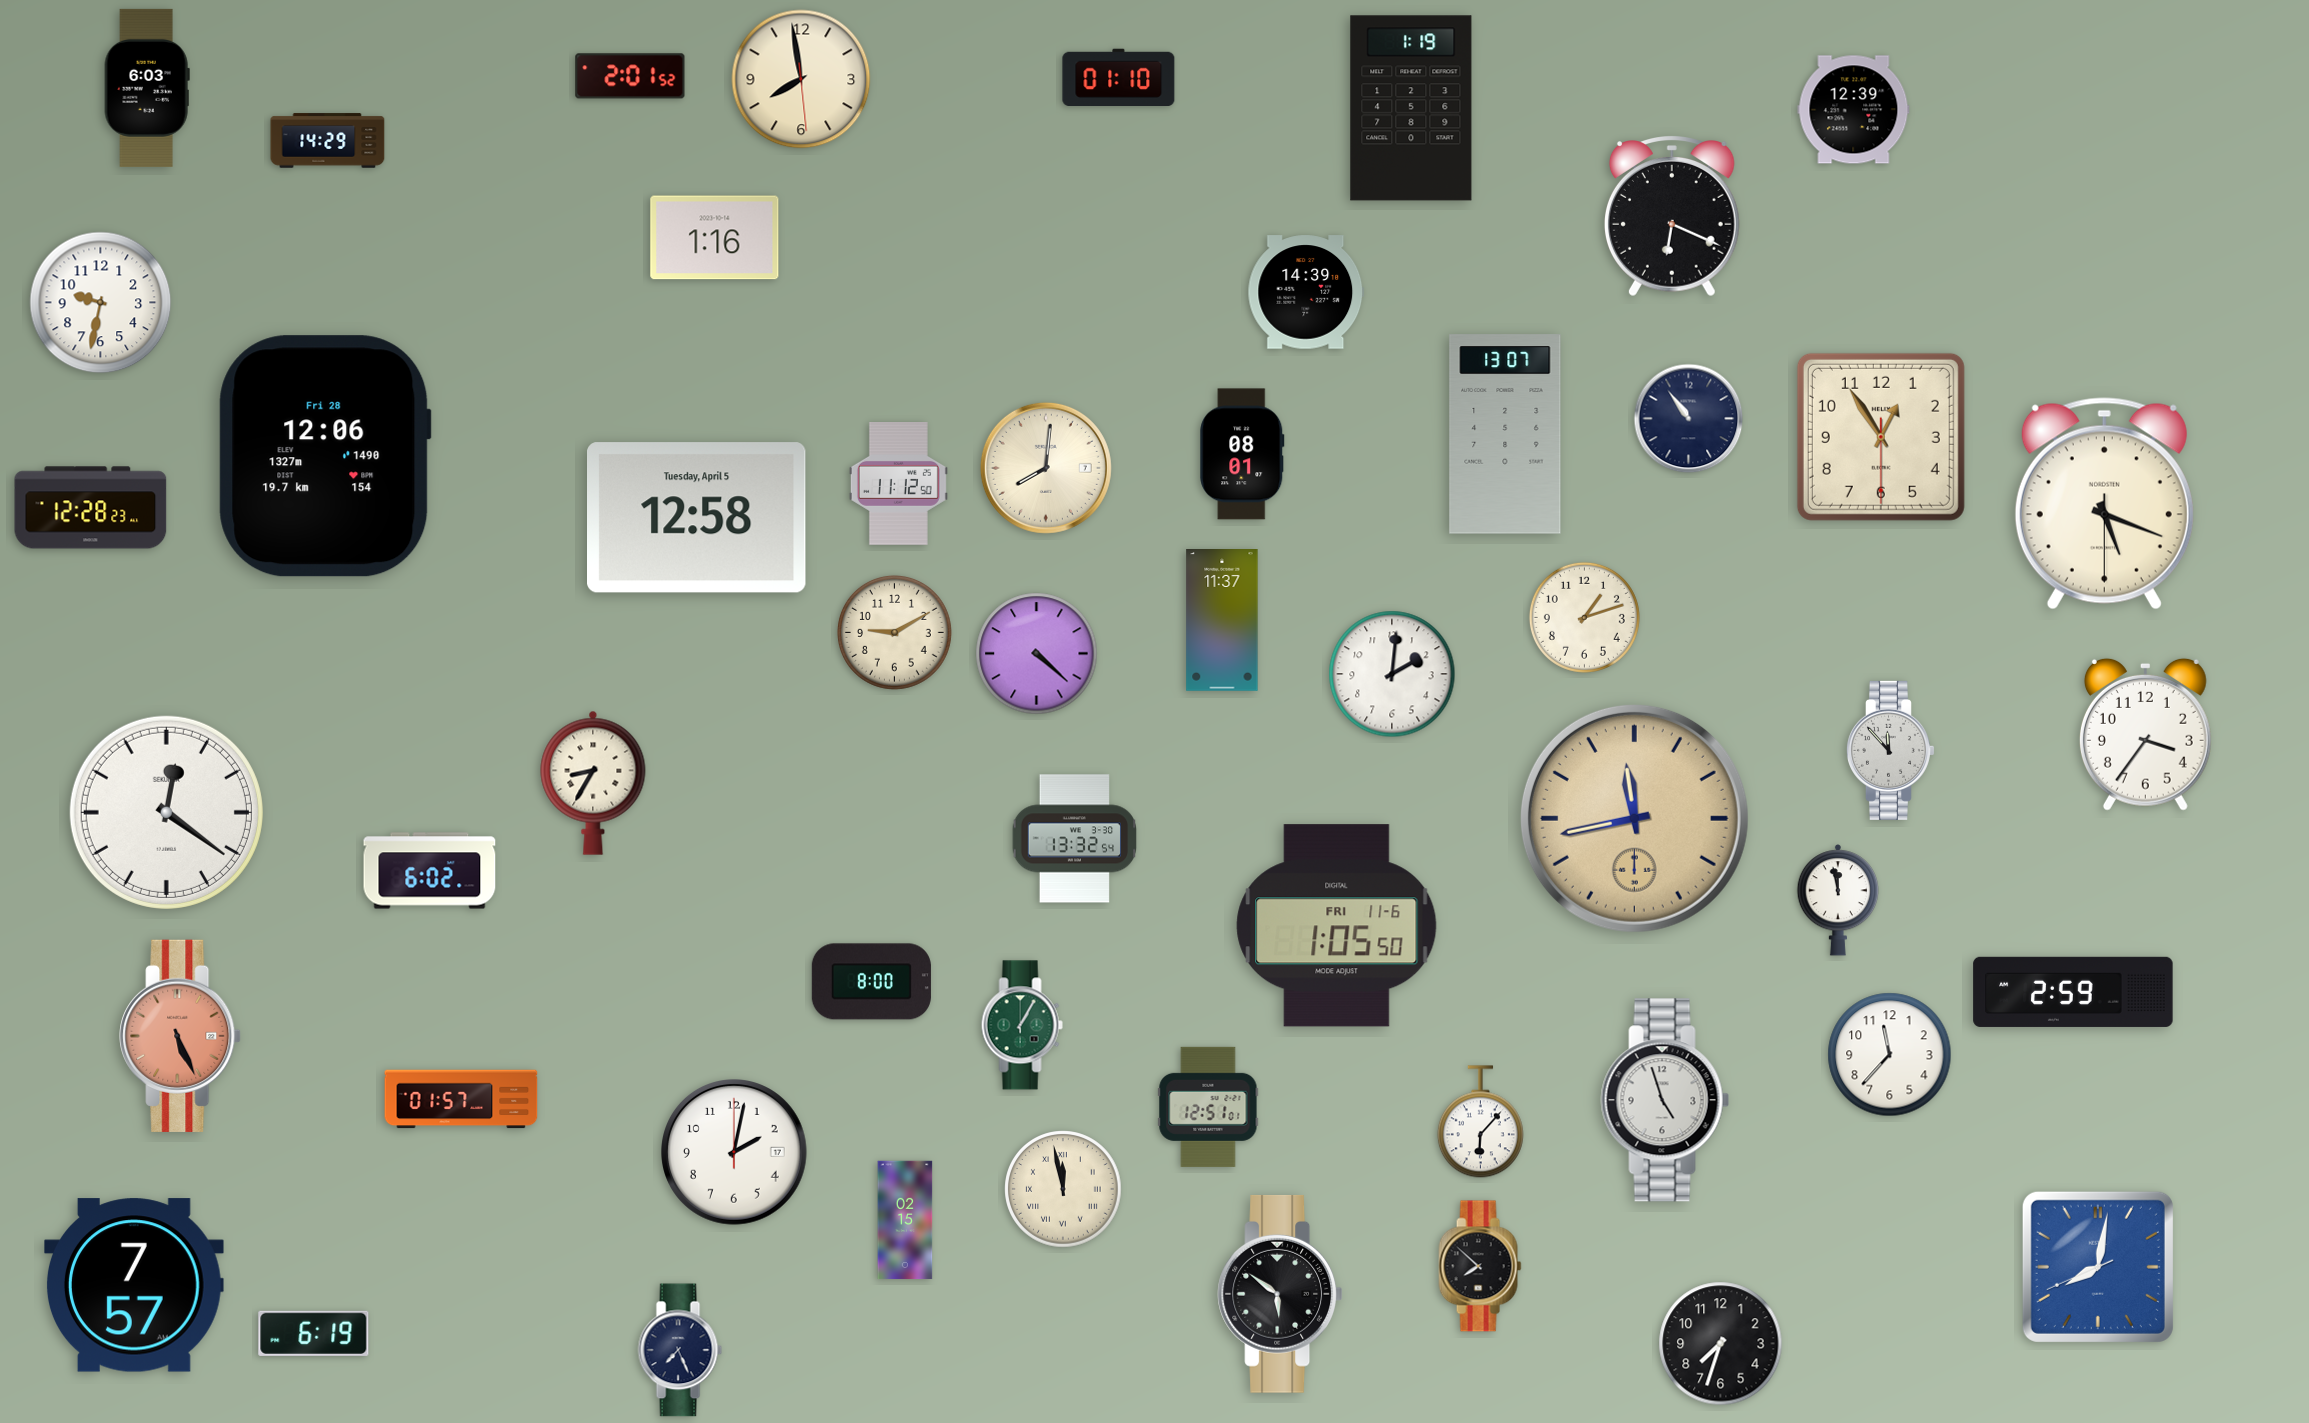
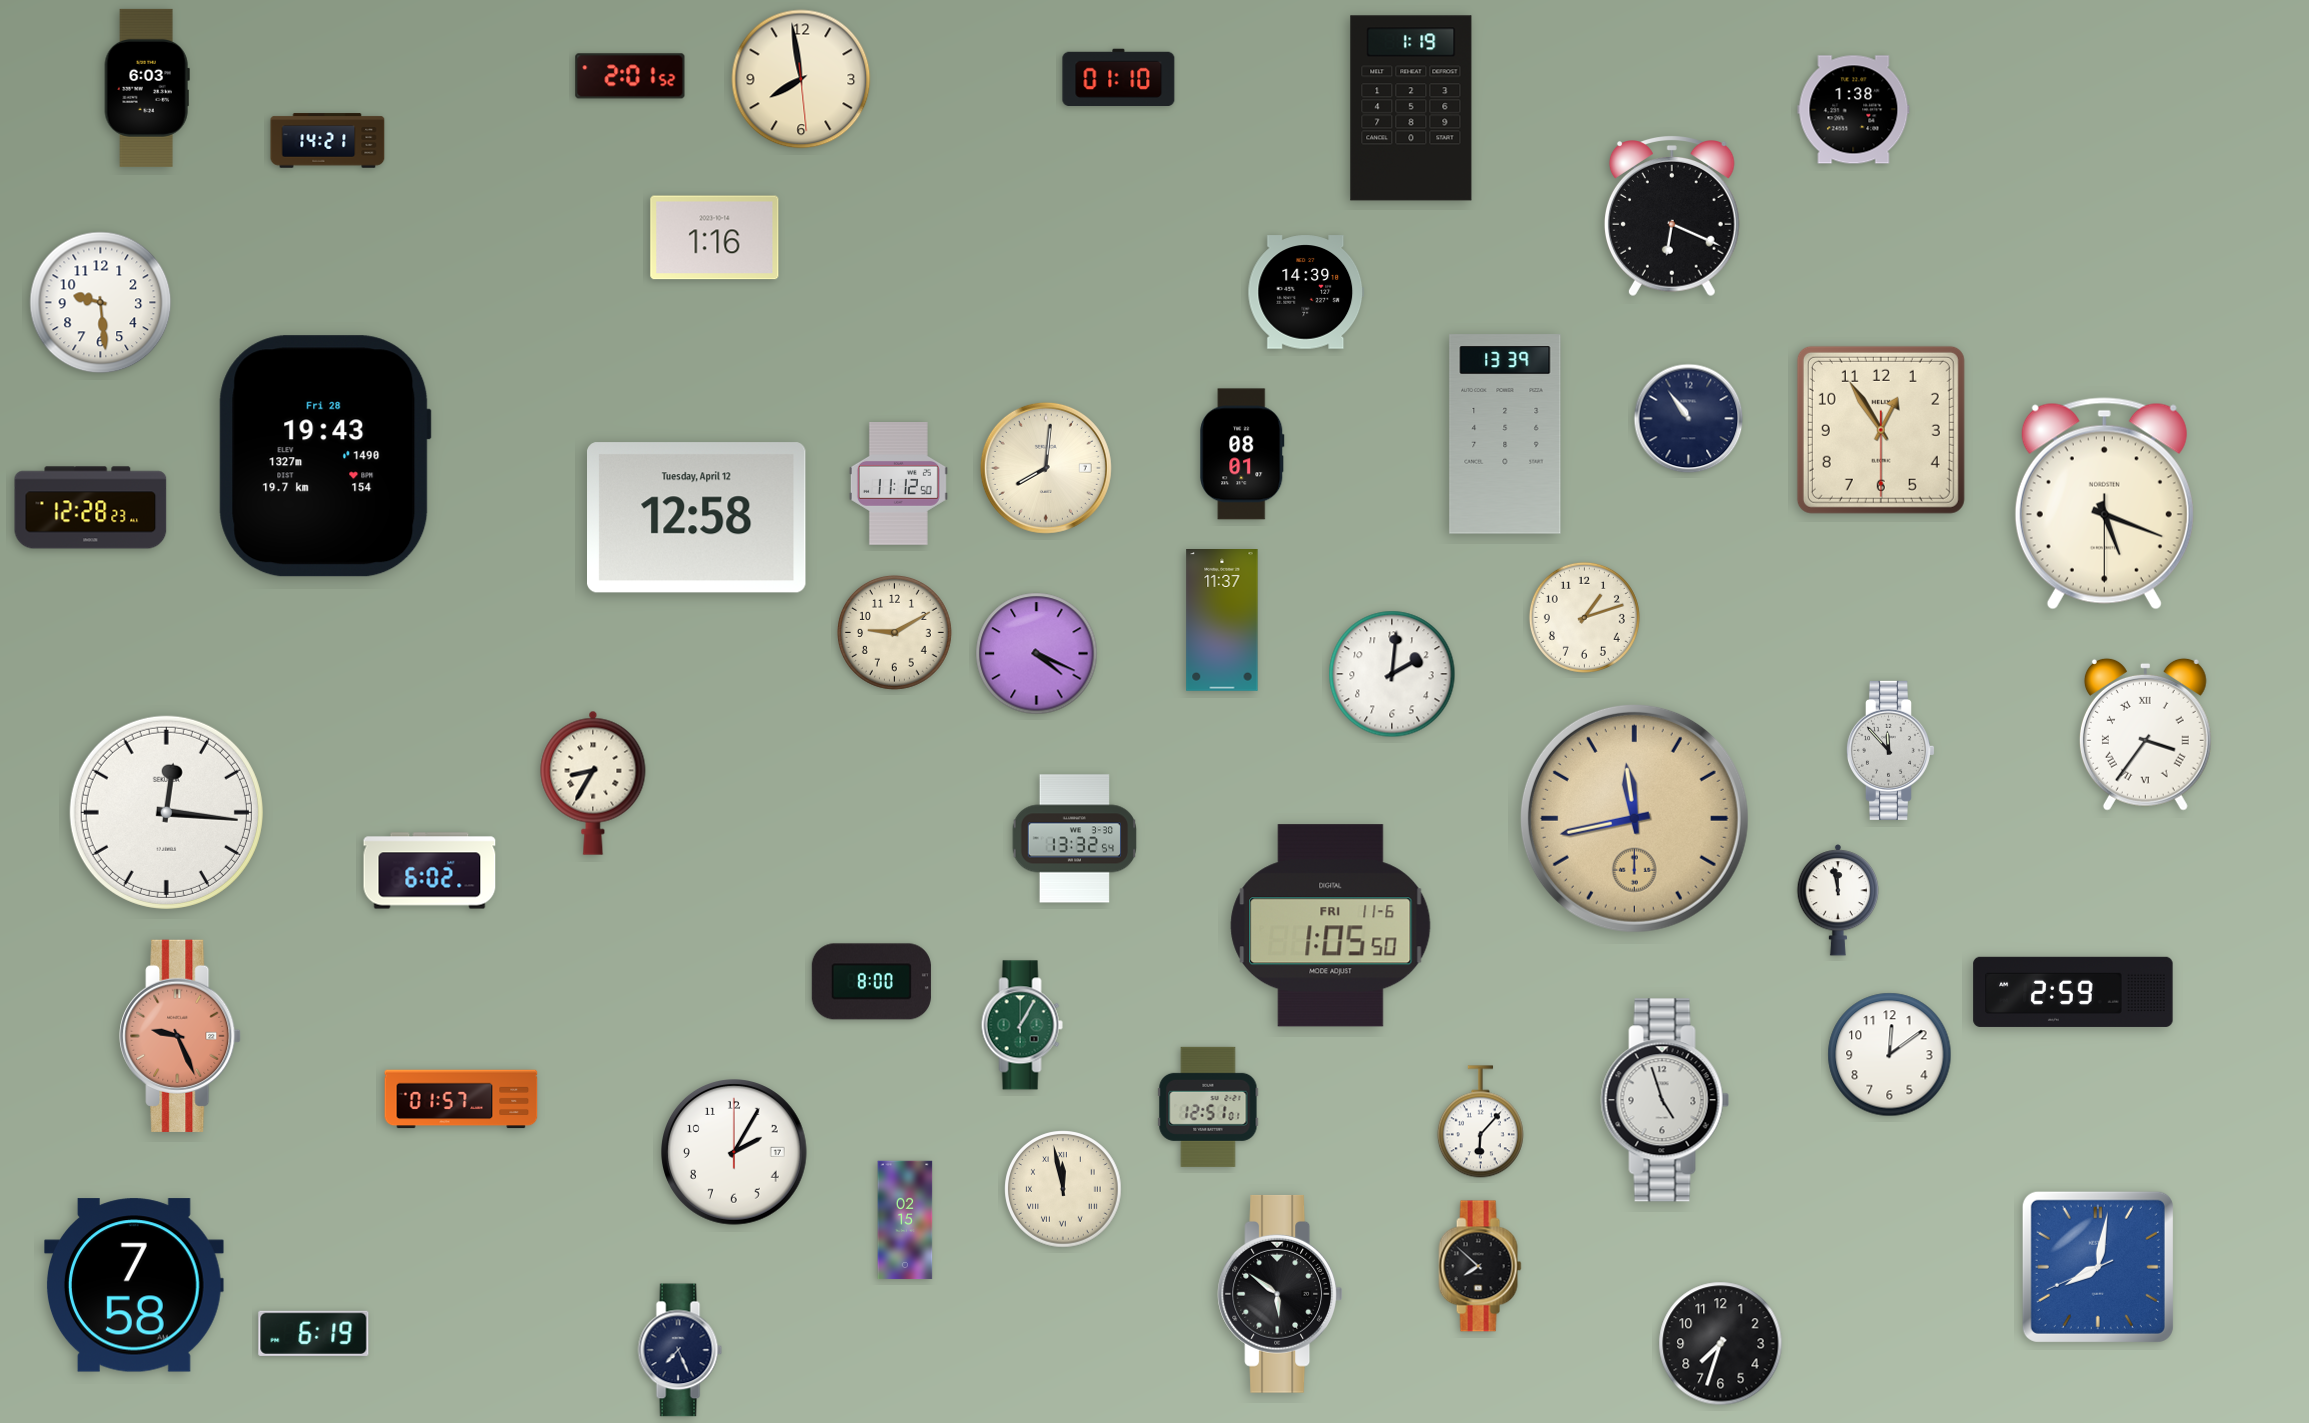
clock at (1854, 110): 12:39 -> 1:38
clock at (328, 141): 14:29 -> 14:21
clock at (101, 303): 9:32 -> 9:29
clock at (1505, 434): 13:07 -> 13:39
clock at (1881, 437) position: (1881, 437) -> (1881, 430)
clock at (325, 456): 12:06 -> 19:43
clock at (697, 518) date: Tuesday, April 5 -> Tuesday, April 12
clock at (1037, 654): 4:22 -> 4:19
clock at (2145, 734) numerals: Arabic -> Roman
clock at (166, 812): 12:21 -> 12:16
clock at (1337, 926) position: (1337, 926) -> (1331, 926)
clock at (180, 1036): 5:26 -> 9:26
clock at (1890, 1055): 11:37 -> 12:09
clock at (735, 1153): 2:02 -> 2:05
clock at (135, 1285): 7:57 -> 7:58
